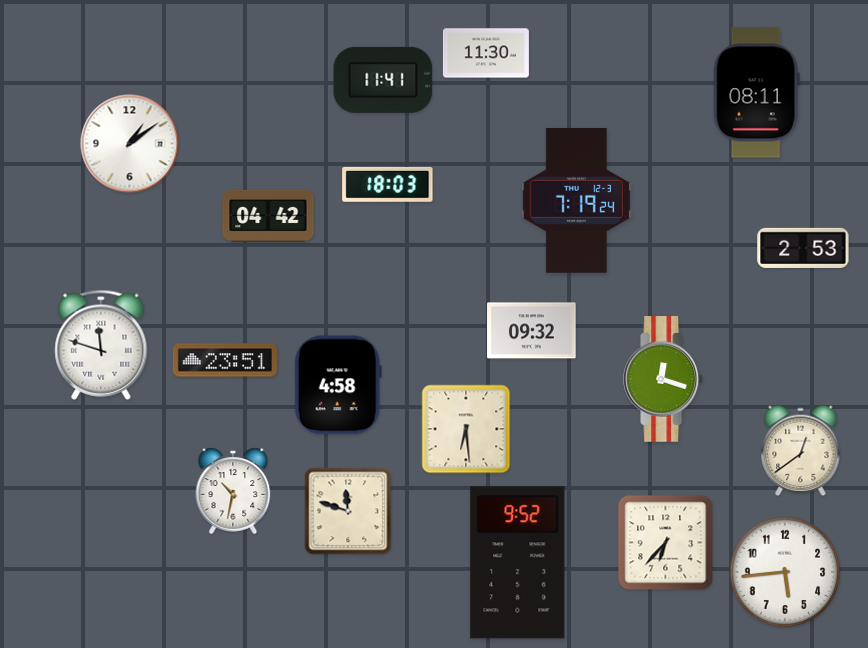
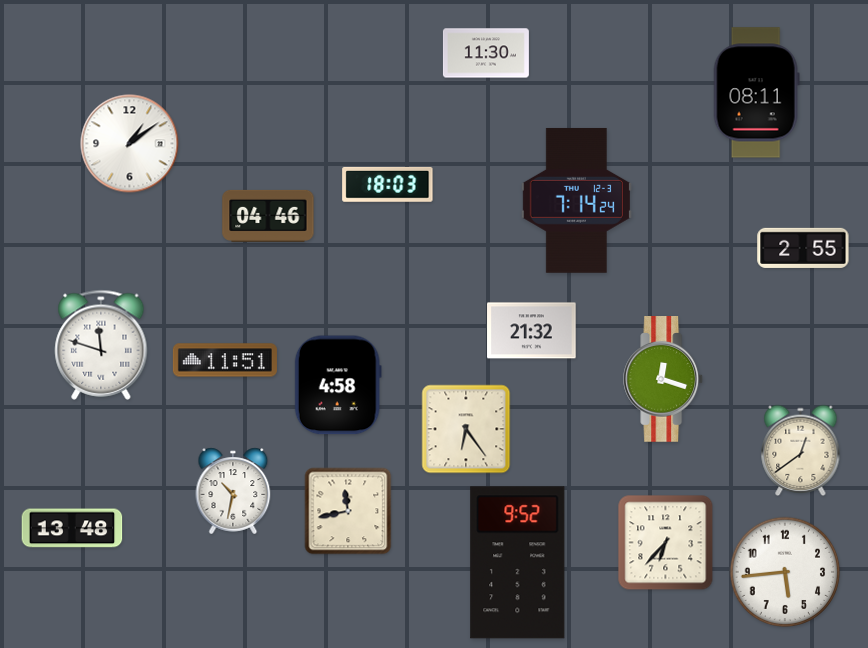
clock at (383, 80): 11:41 -> none
clock at (576, 200): 7:19 -> 7:14
clock at (268, 216): 04:42 -> 04:46
clock at (803, 248): 2:53 -> 2:55
clock at (532, 331): 09:32 -> 21:32
clock at (225, 360): 23:51 -> 11:51
clock at (466, 429): 6:29 -> 6:24
clock at (348, 511): 11:48 -> 11:43
clock at (72, 528): none -> 13:48
